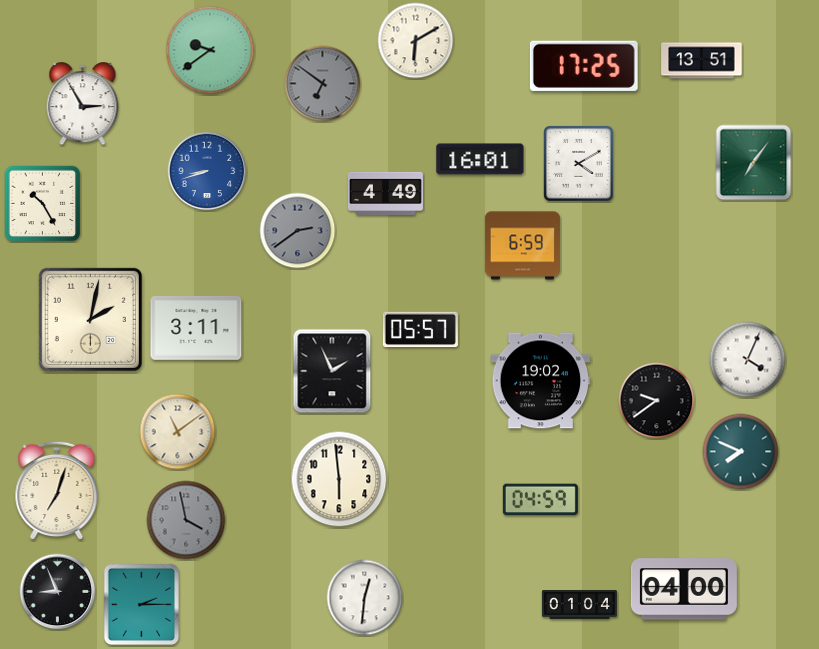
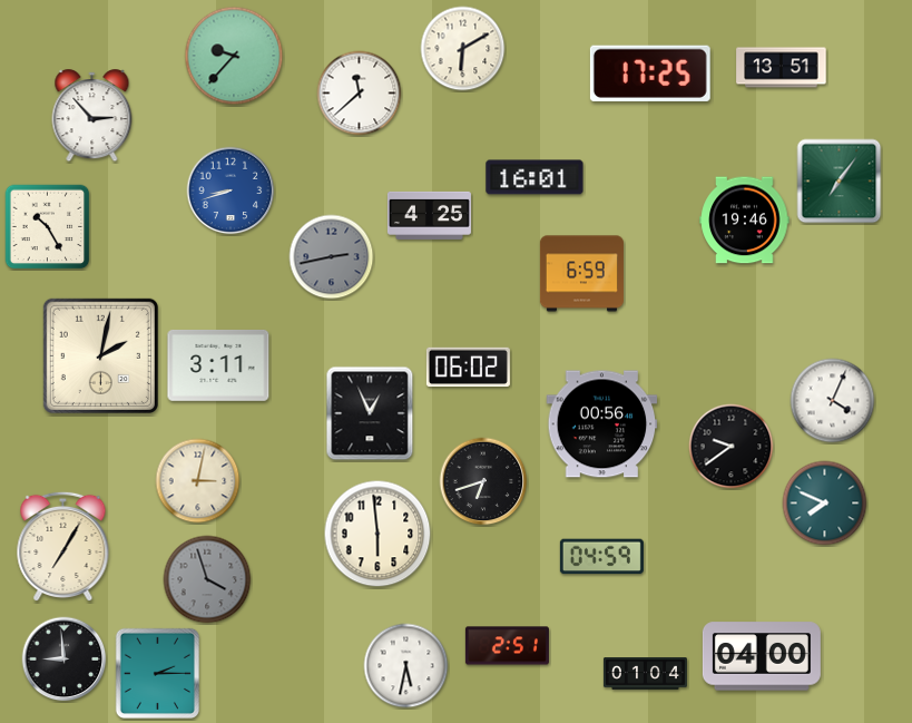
clock at (416, 41) position: (416, 41) -> (463, 49)
clock at (210, 50): 9:39 -> 9:37
clock at (323, 84): 6:51 -> 11:38
clock at (323, 84) dial: grey -> white
clock at (83, 104): 2:55 -> 2:53
clock at (579, 164): 4:10 -> none
clock at (385, 193): 4:49 -> 4:25
clock at (745, 221): none -> 19:46
clock at (298, 231): 2:39 -> 2:43
clock at (420, 330): 05:57 -> 06:02
clock at (332, 371): 1:56 -> 12:56
clock at (541, 381): 19:02 -> 00:56
clock at (178, 432): 11:09 -> 3:02
clock at (483, 481): none -> 6:42
clock at (57, 491): 7:03 -> 7:05
clock at (186, 520): 3:58 -> 3:57
clock at (507, 646): none -> 2:51
clock at (58, 592): 8:56 -> 8:59
clock at (365, 598): 12:31 -> 5:32
